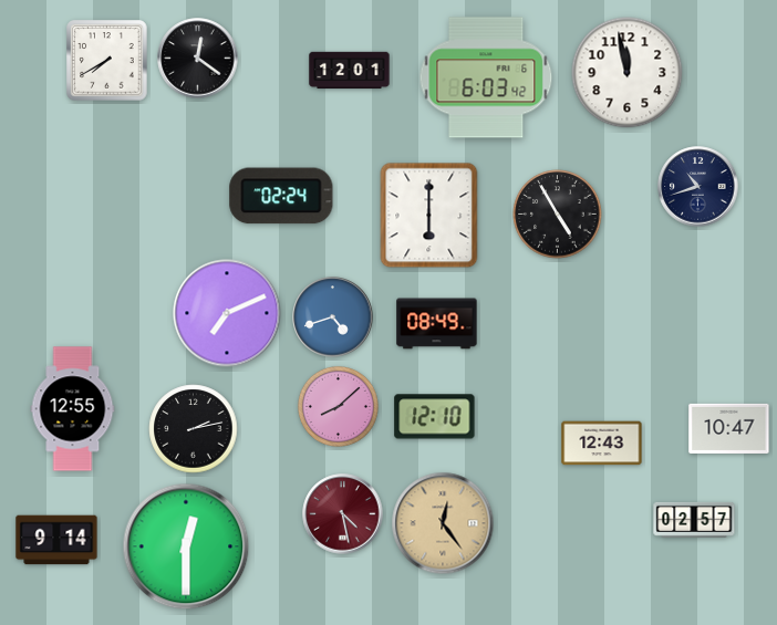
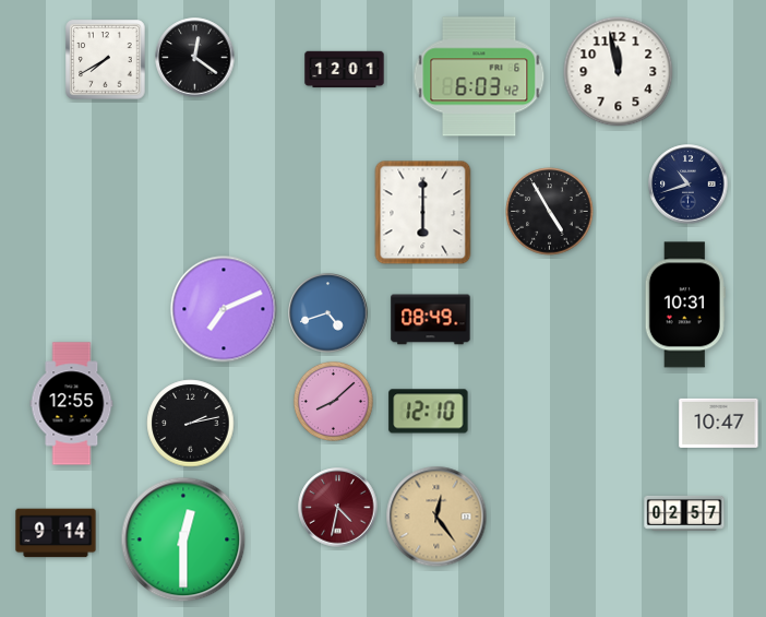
clock at (281, 196): 02:24 -> none
clock at (685, 305): none -> 10:31
clock at (602, 444): 12:43 -> none
clock at (343, 514): 4:28 -> 4:32
